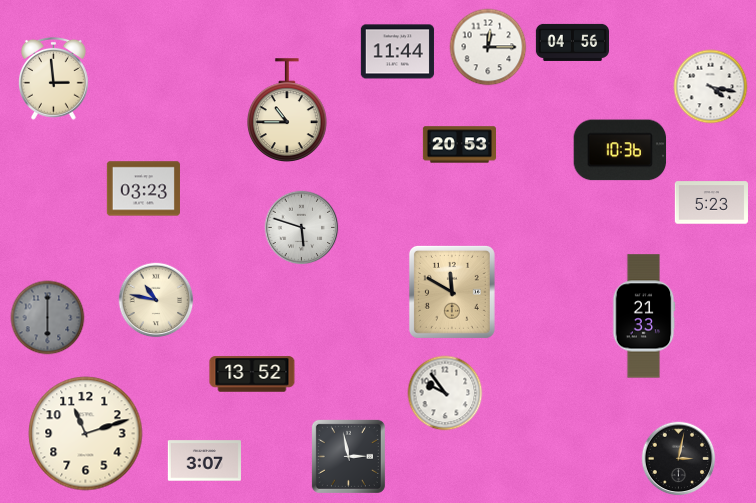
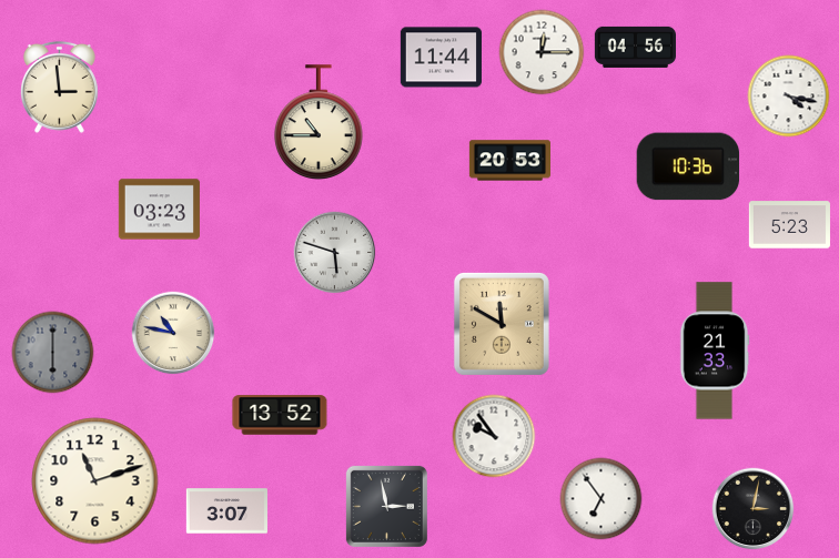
clock at (602, 499): none -> 6:54
